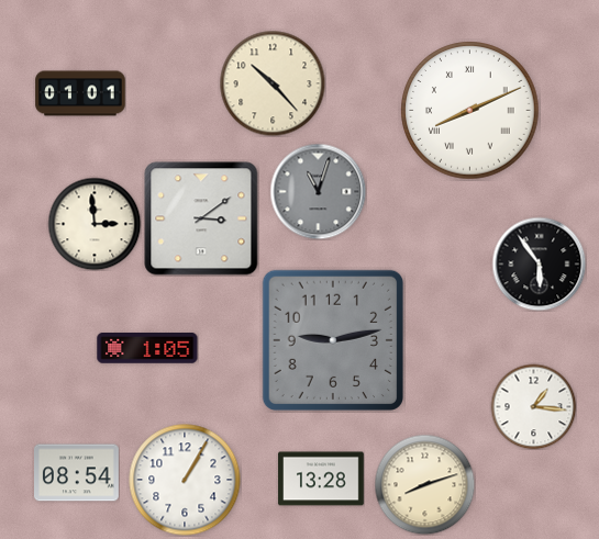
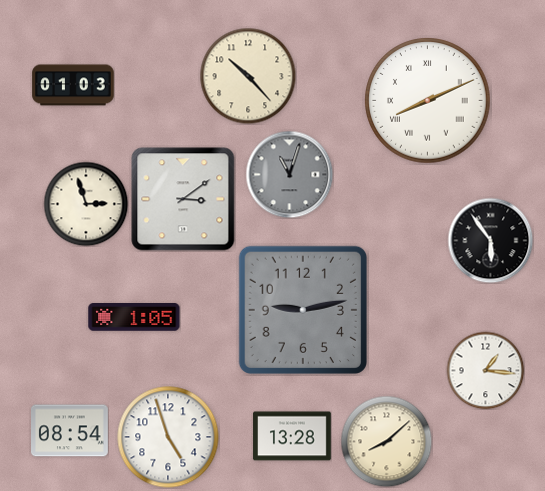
clock at (80, 93): 01:01 -> 01:03
clock at (95, 224): 2:59 -> 2:57
clock at (185, 480): 1:05 -> 4:57
clock at (424, 484): 8:12 -> 8:08
